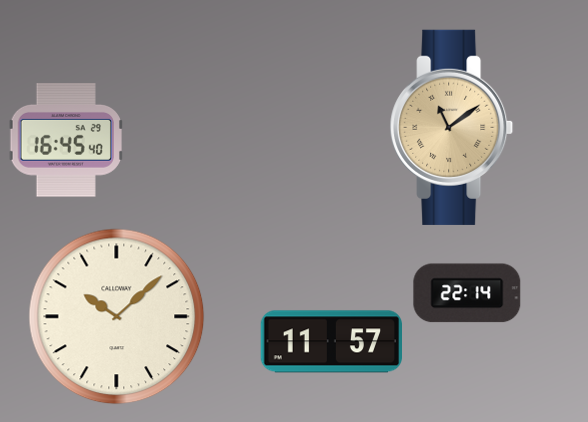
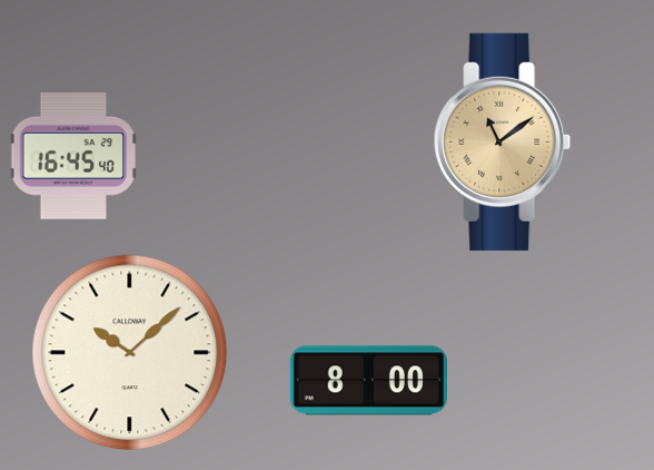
clock at (467, 293): 22:14 -> none
clock at (331, 342): 11:57 -> 8:00
